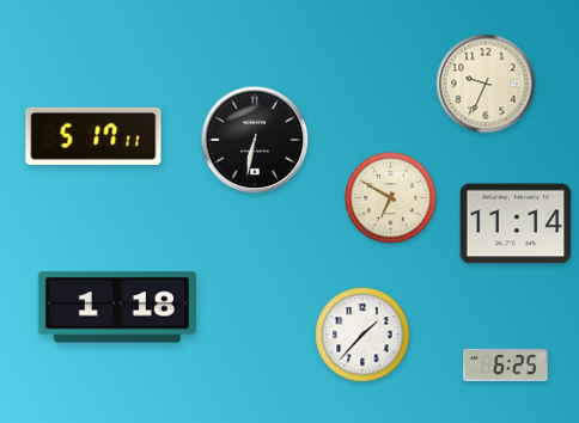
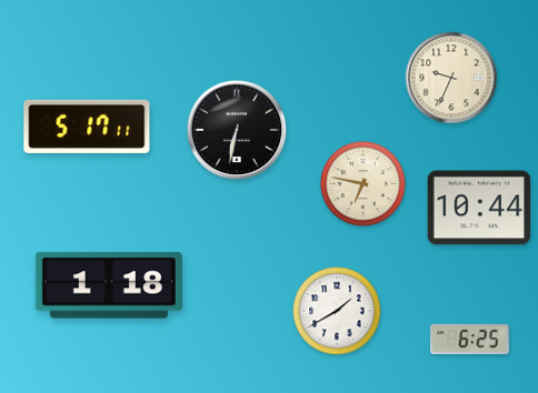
clock at (391, 198): 6:50 -> 6:47
clock at (516, 223): 11:14 -> 10:44
clock at (362, 335): 1:37 -> 1:40
